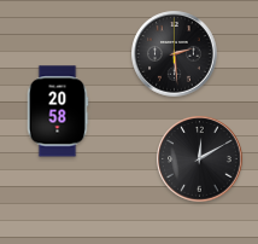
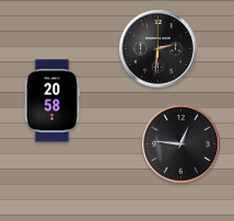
clock at (175, 54): 2:29 -> 2:31
clock at (200, 159): 12:10 -> 12:46
